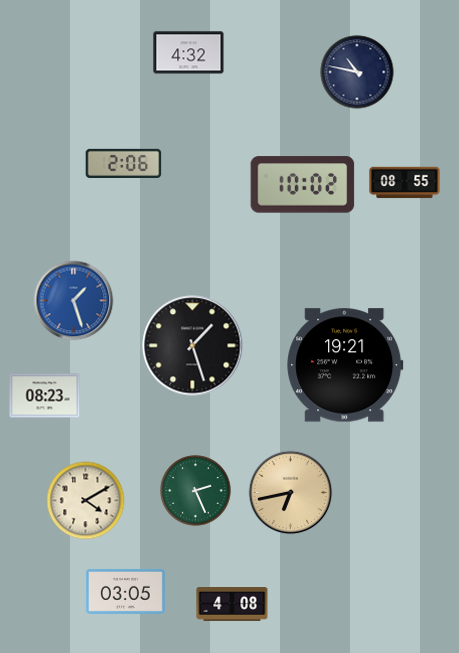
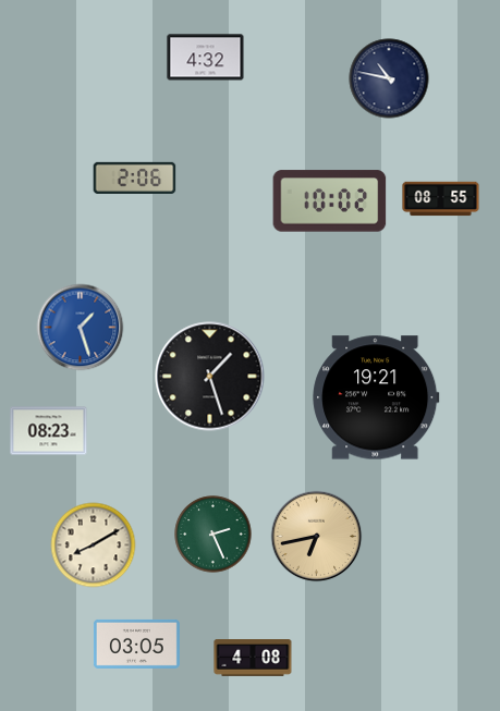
clock at (86, 501): 4:10 -> 8:10
